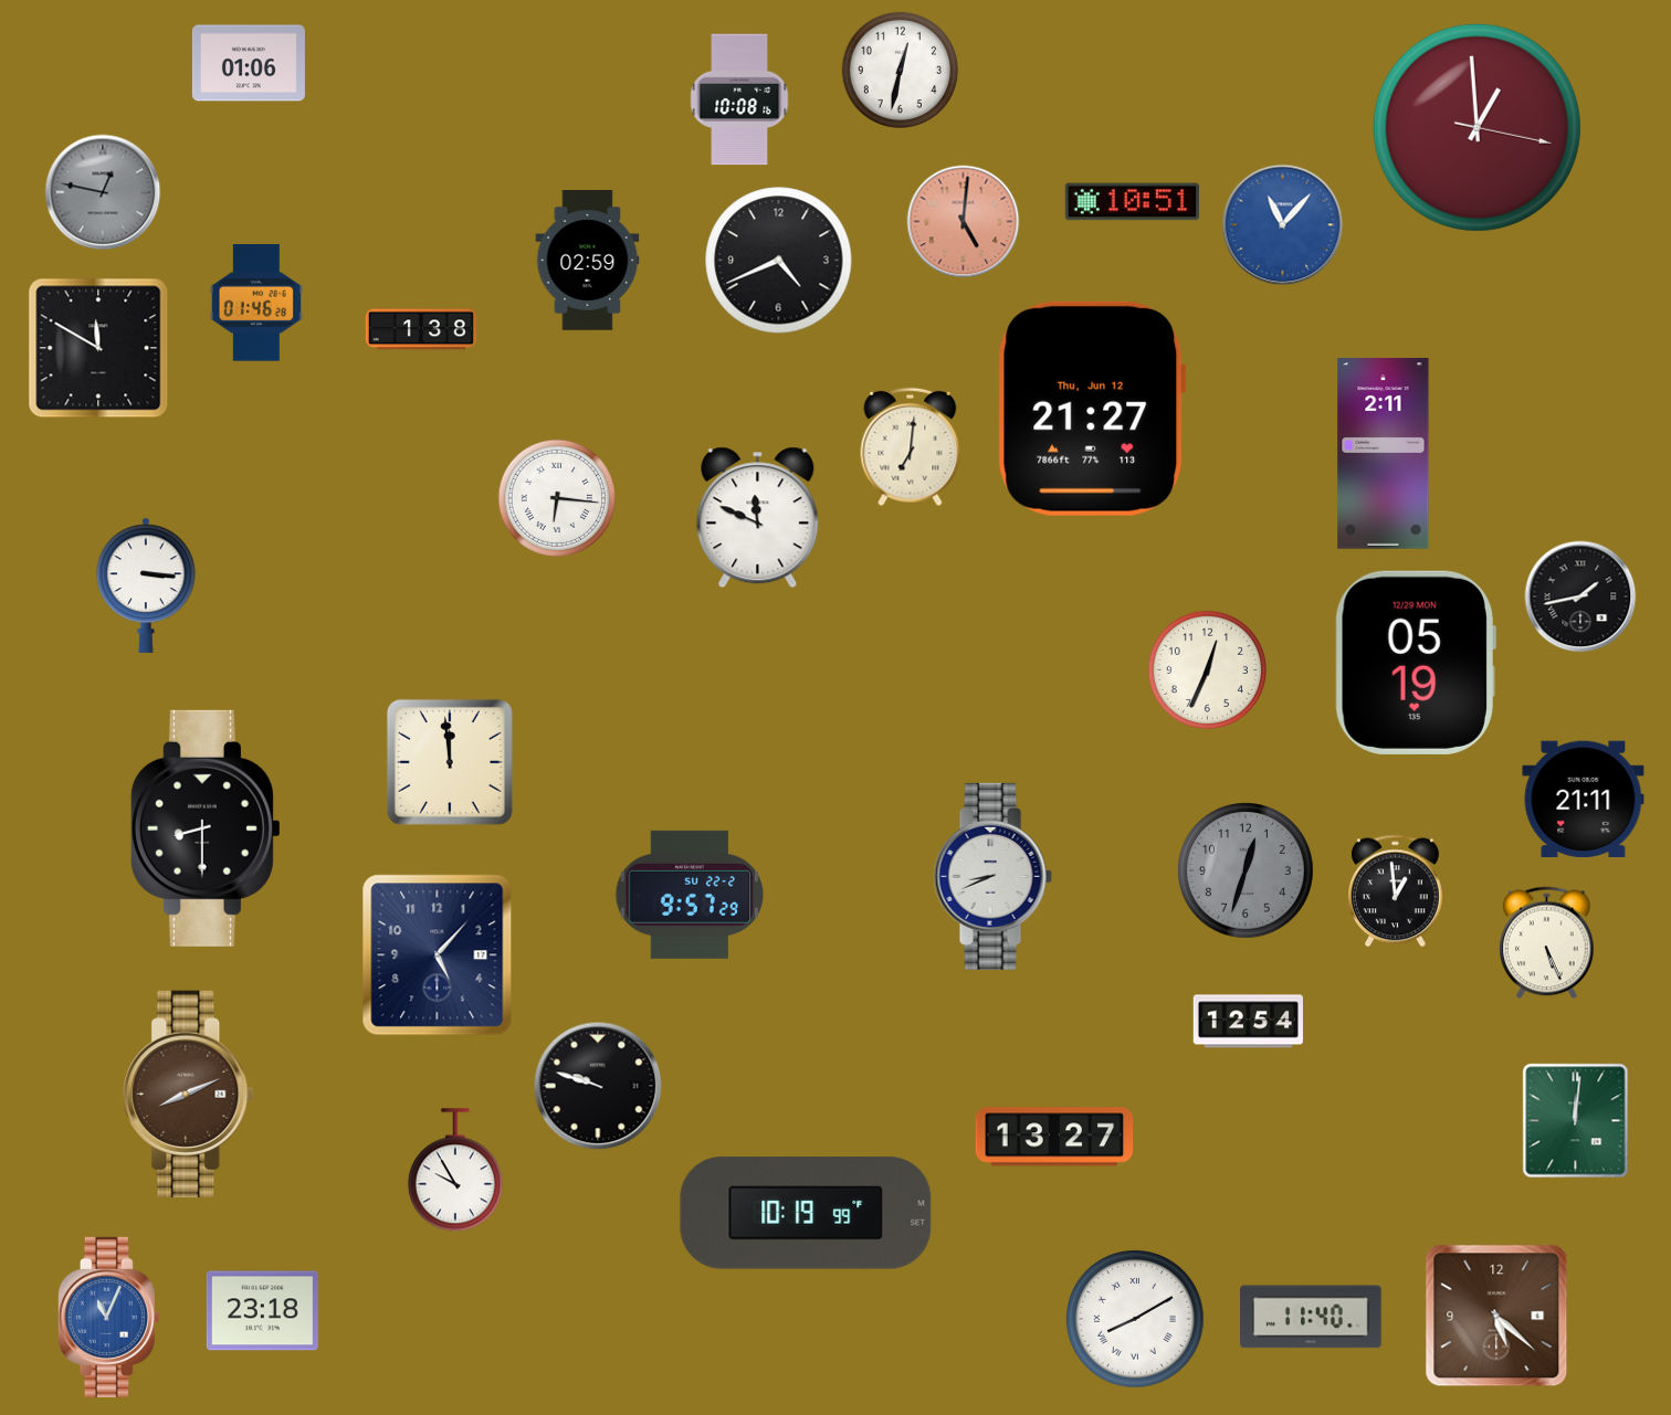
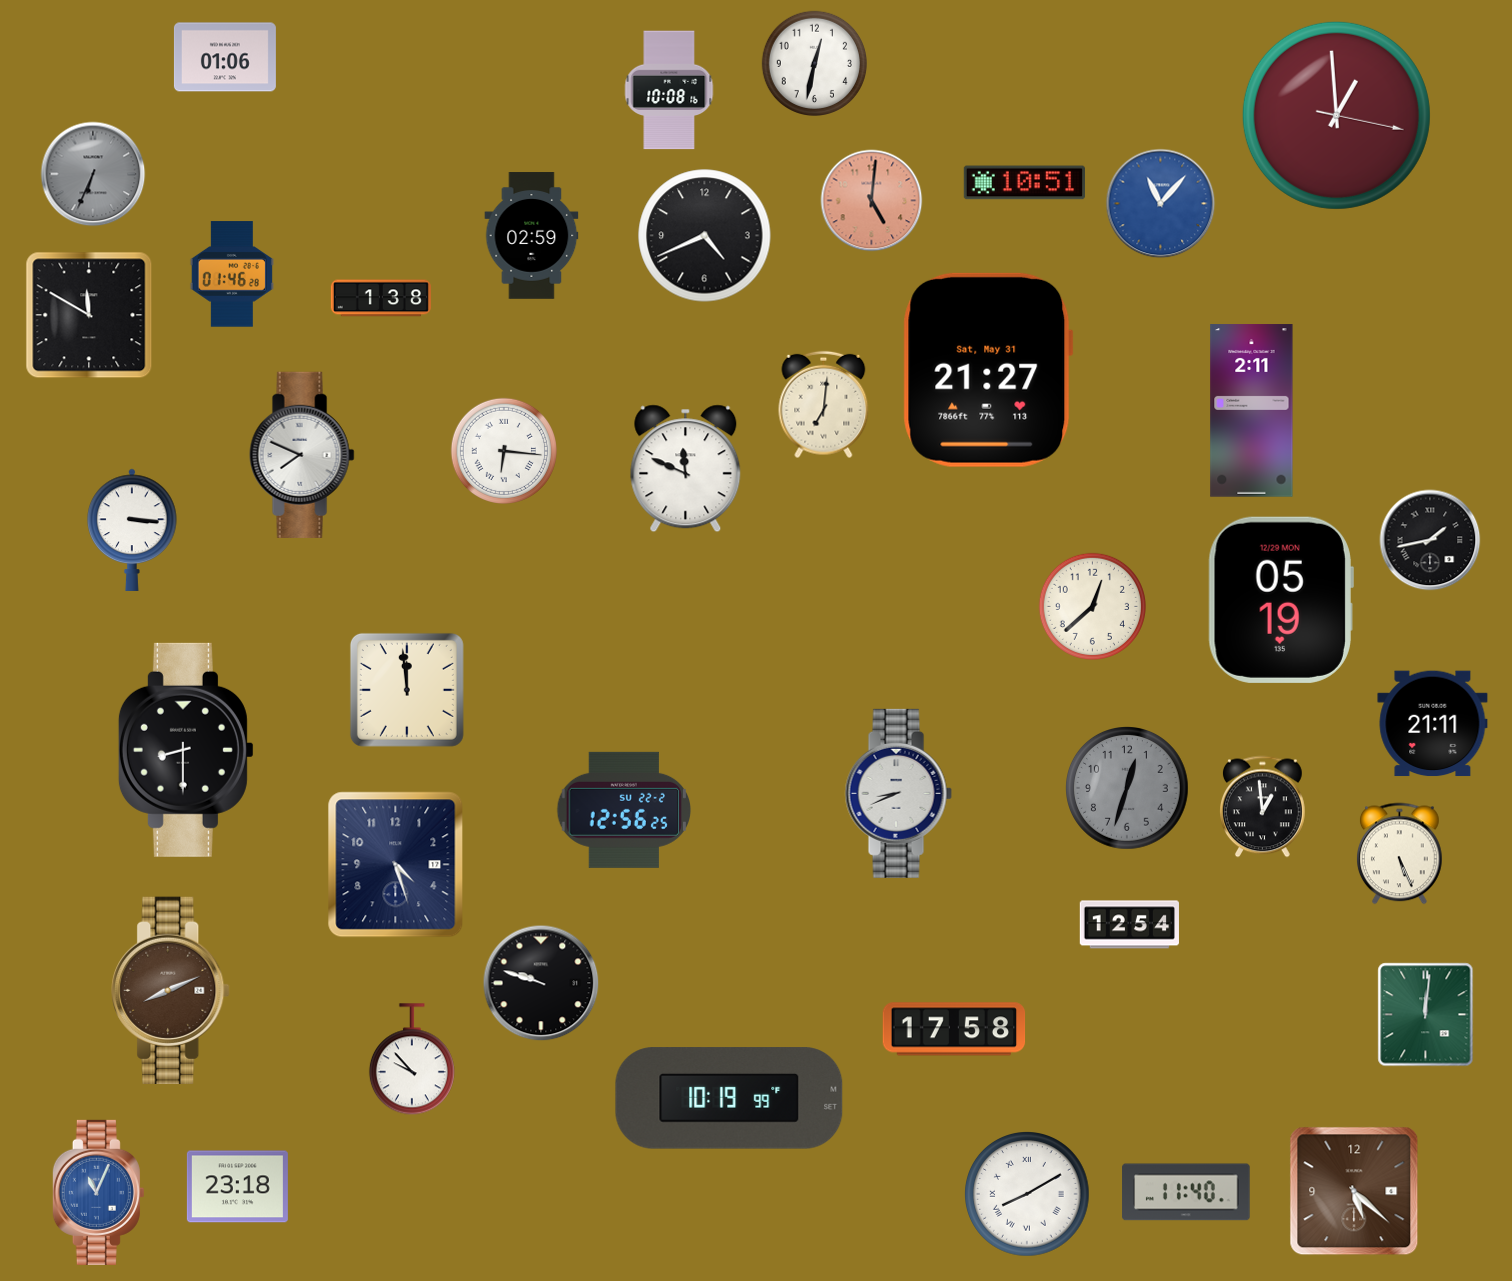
clock at (103, 192): 12:47 -> 6:34
clock at (1092, 409) date: Thu, Jun 12 -> Sat, May 31
clock at (302, 455): none -> 7:49
clock at (1207, 669): 12:34 -> 12:38
clock at (689, 895): 9:57 -> 12:56
clock at (438, 955): 5:07 -> 4:27
clock at (1054, 1137): 13:27 -> 17:58
clock at (455, 1171): 9:55 -> 9:53
